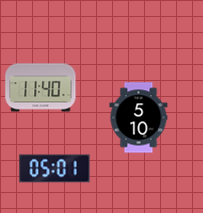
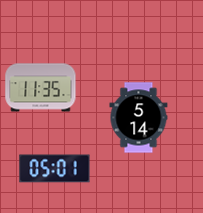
clock at (41, 88): 11:40 -> 11:35
clock at (139, 118): 5:10 -> 5:14
